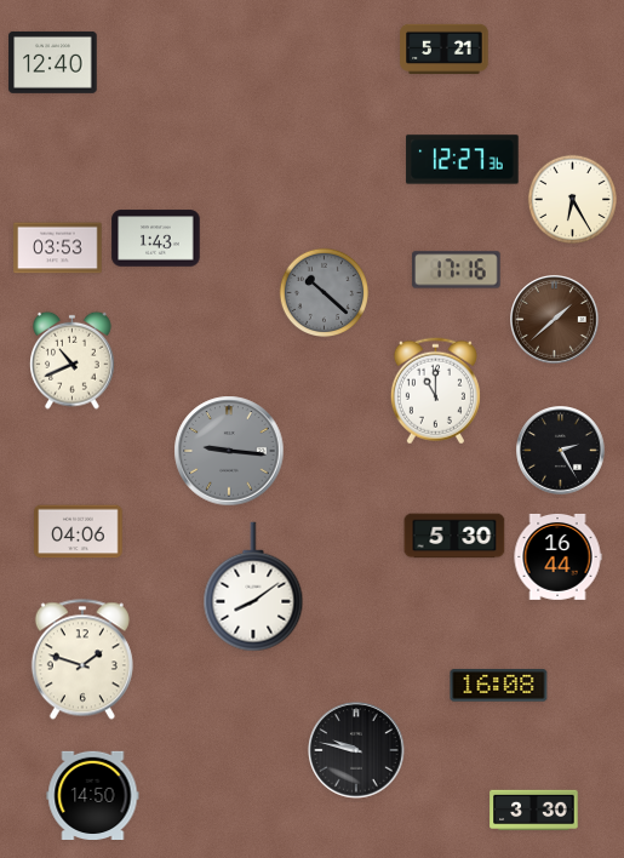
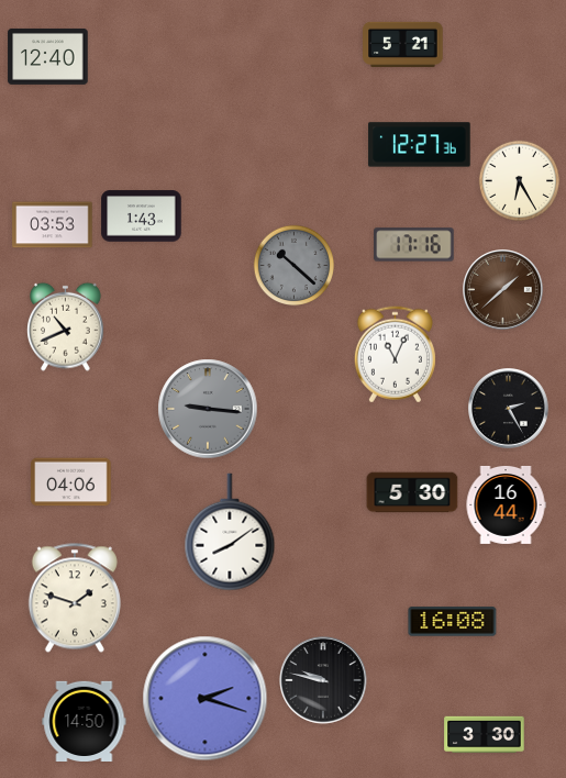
clock at (435, 391): 11:00 -> 11:04
clock at (454, 536) position: (454, 536) -> (412, 492)
clock at (206, 699): none -> 2:18
